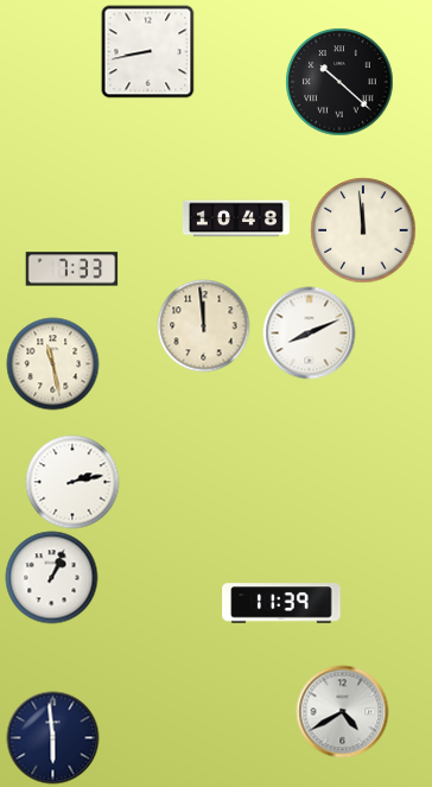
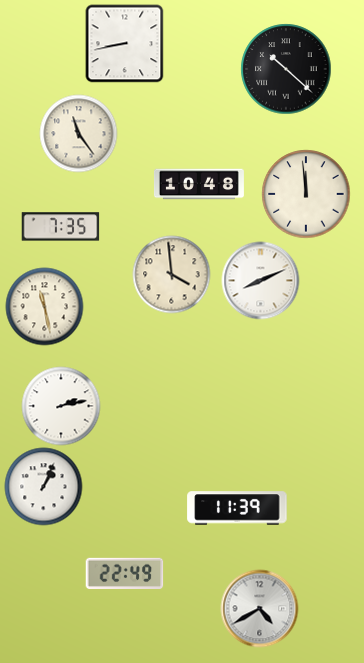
clock at (78, 133): none -> 11:24
clock at (71, 269): 7:33 -> 7:35
clock at (203, 325): 11:59 -> 3:59
clock at (124, 573): none -> 22:49
clock at (342, 711) position: (342, 711) -> (259, 608)
clock at (52, 737): 5:59 -> none
